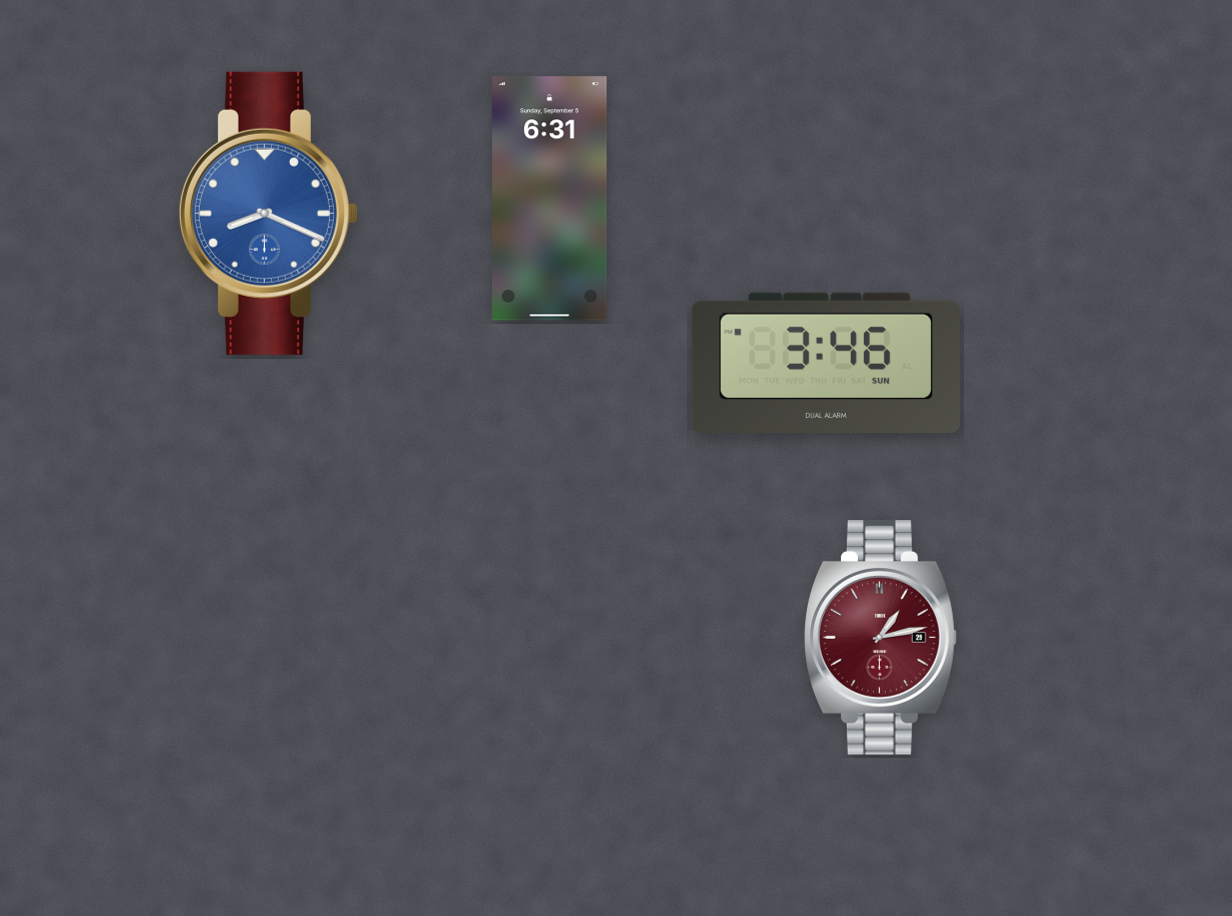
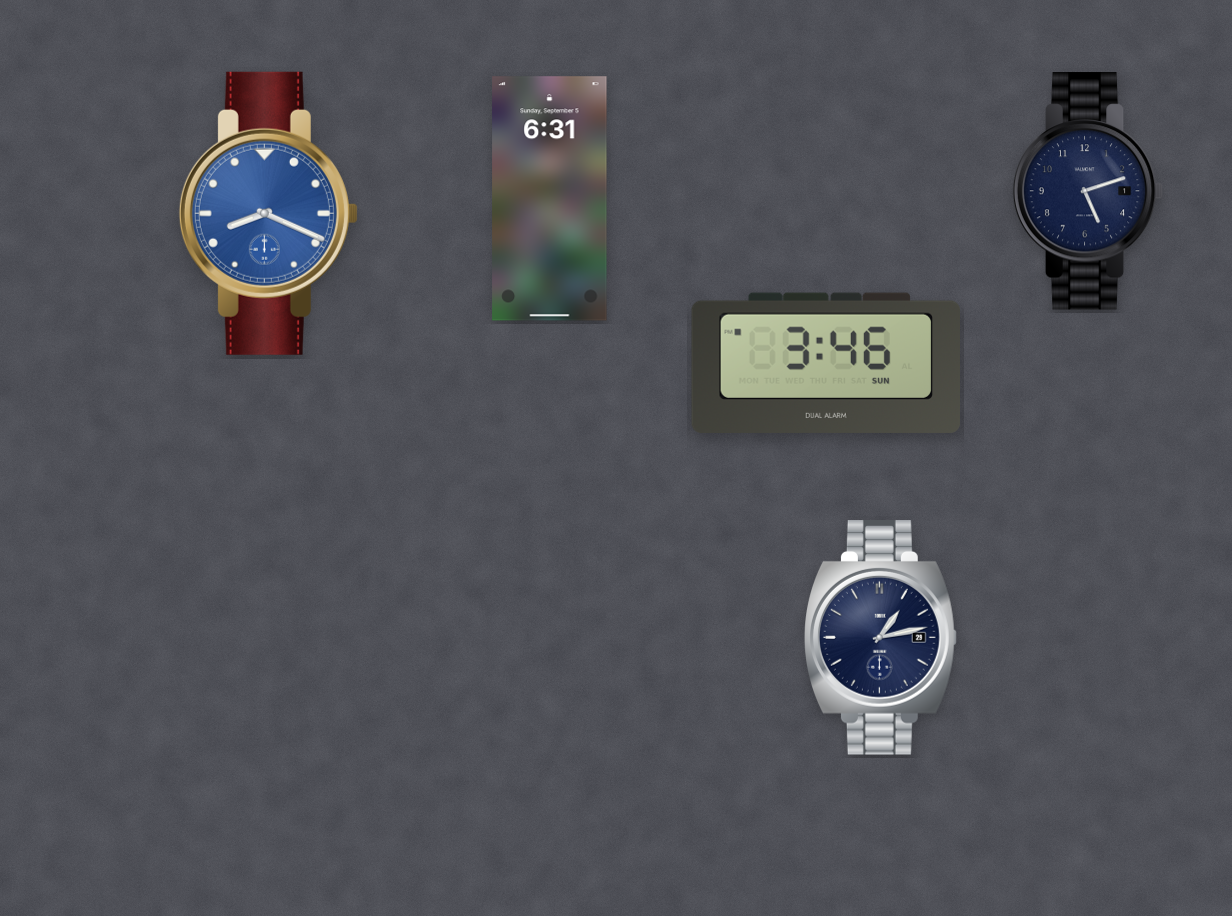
clock at (1088, 191): none -> 5:12
clock at (881, 638) dial: burgundy -> navy
